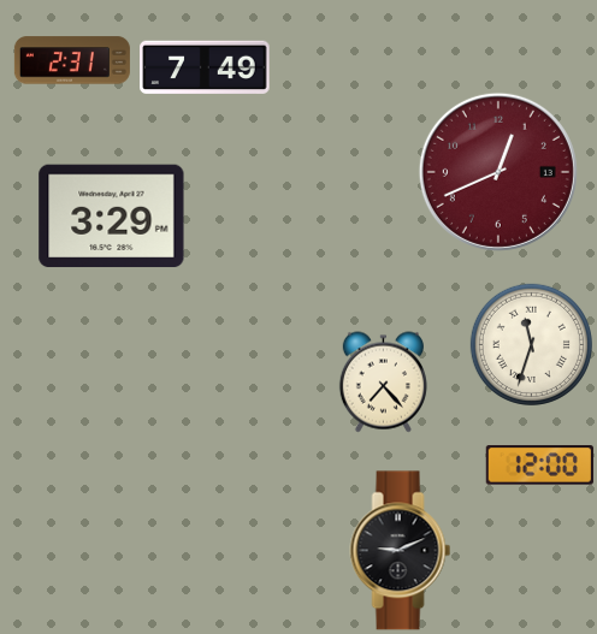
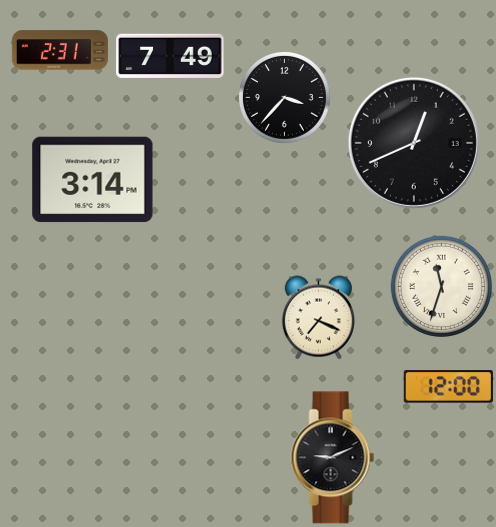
clock at (284, 97): none -> 3:37
clock at (498, 172) dial: burgundy -> black
clock at (112, 217): 3:29 -> 3:14
clock at (383, 381): 7:23 -> 7:19
